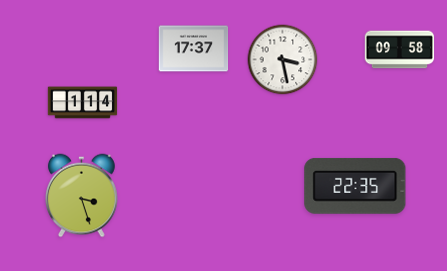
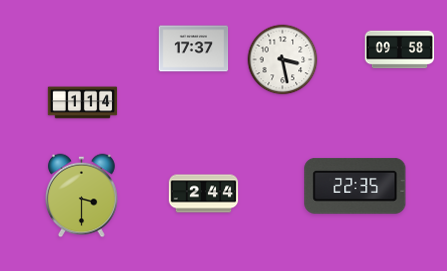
clock at (204, 194): none -> 2:44
clock at (81, 196): 3:27 -> 3:30
